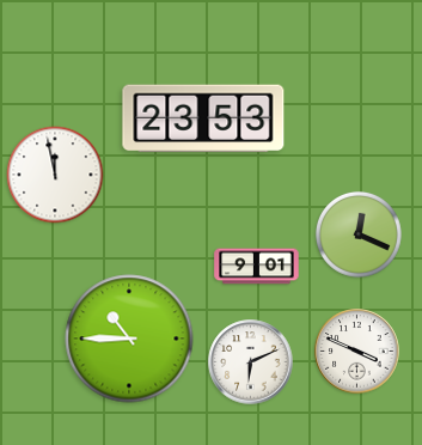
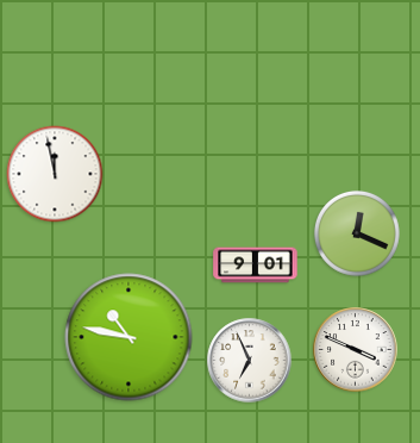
clock at (203, 118): 23:53 -> none
clock at (129, 339): 10:45 -> 10:47
clock at (251, 362): 6:11 -> 6:56
